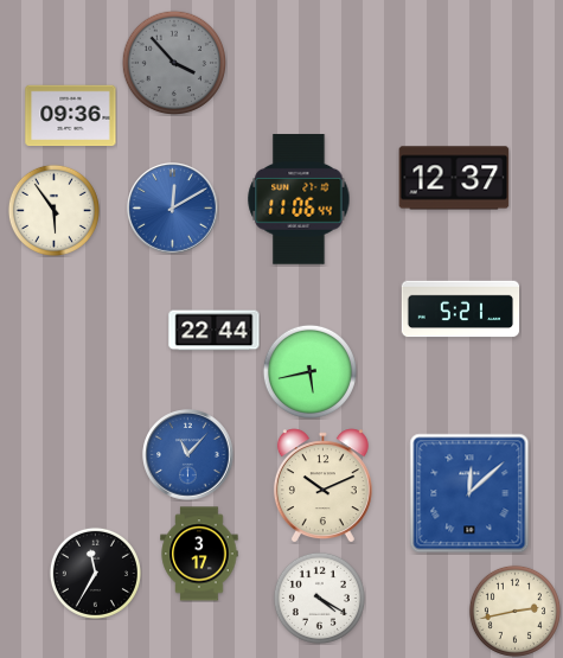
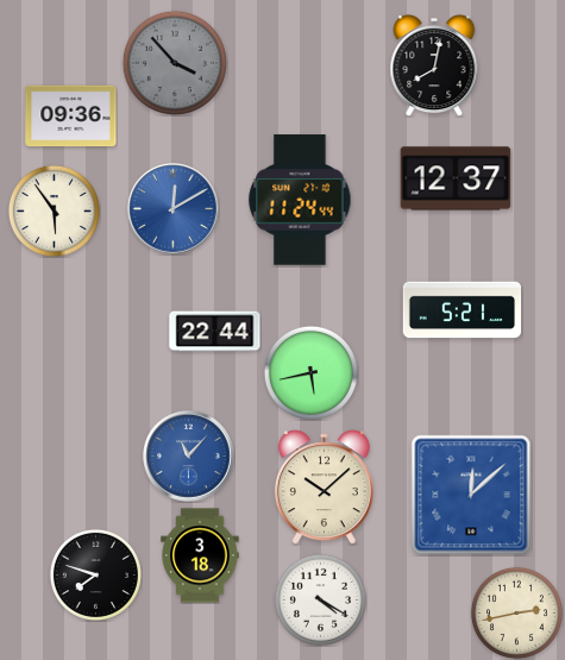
clock at (434, 65): none -> 8:02
clock at (299, 199): 11:06 -> 11:24
clock at (322, 486): 10:11 -> 10:08
clock at (199, 554): 3:17 -> 3:18
clock at (95, 573): 11:35 -> 7:48
